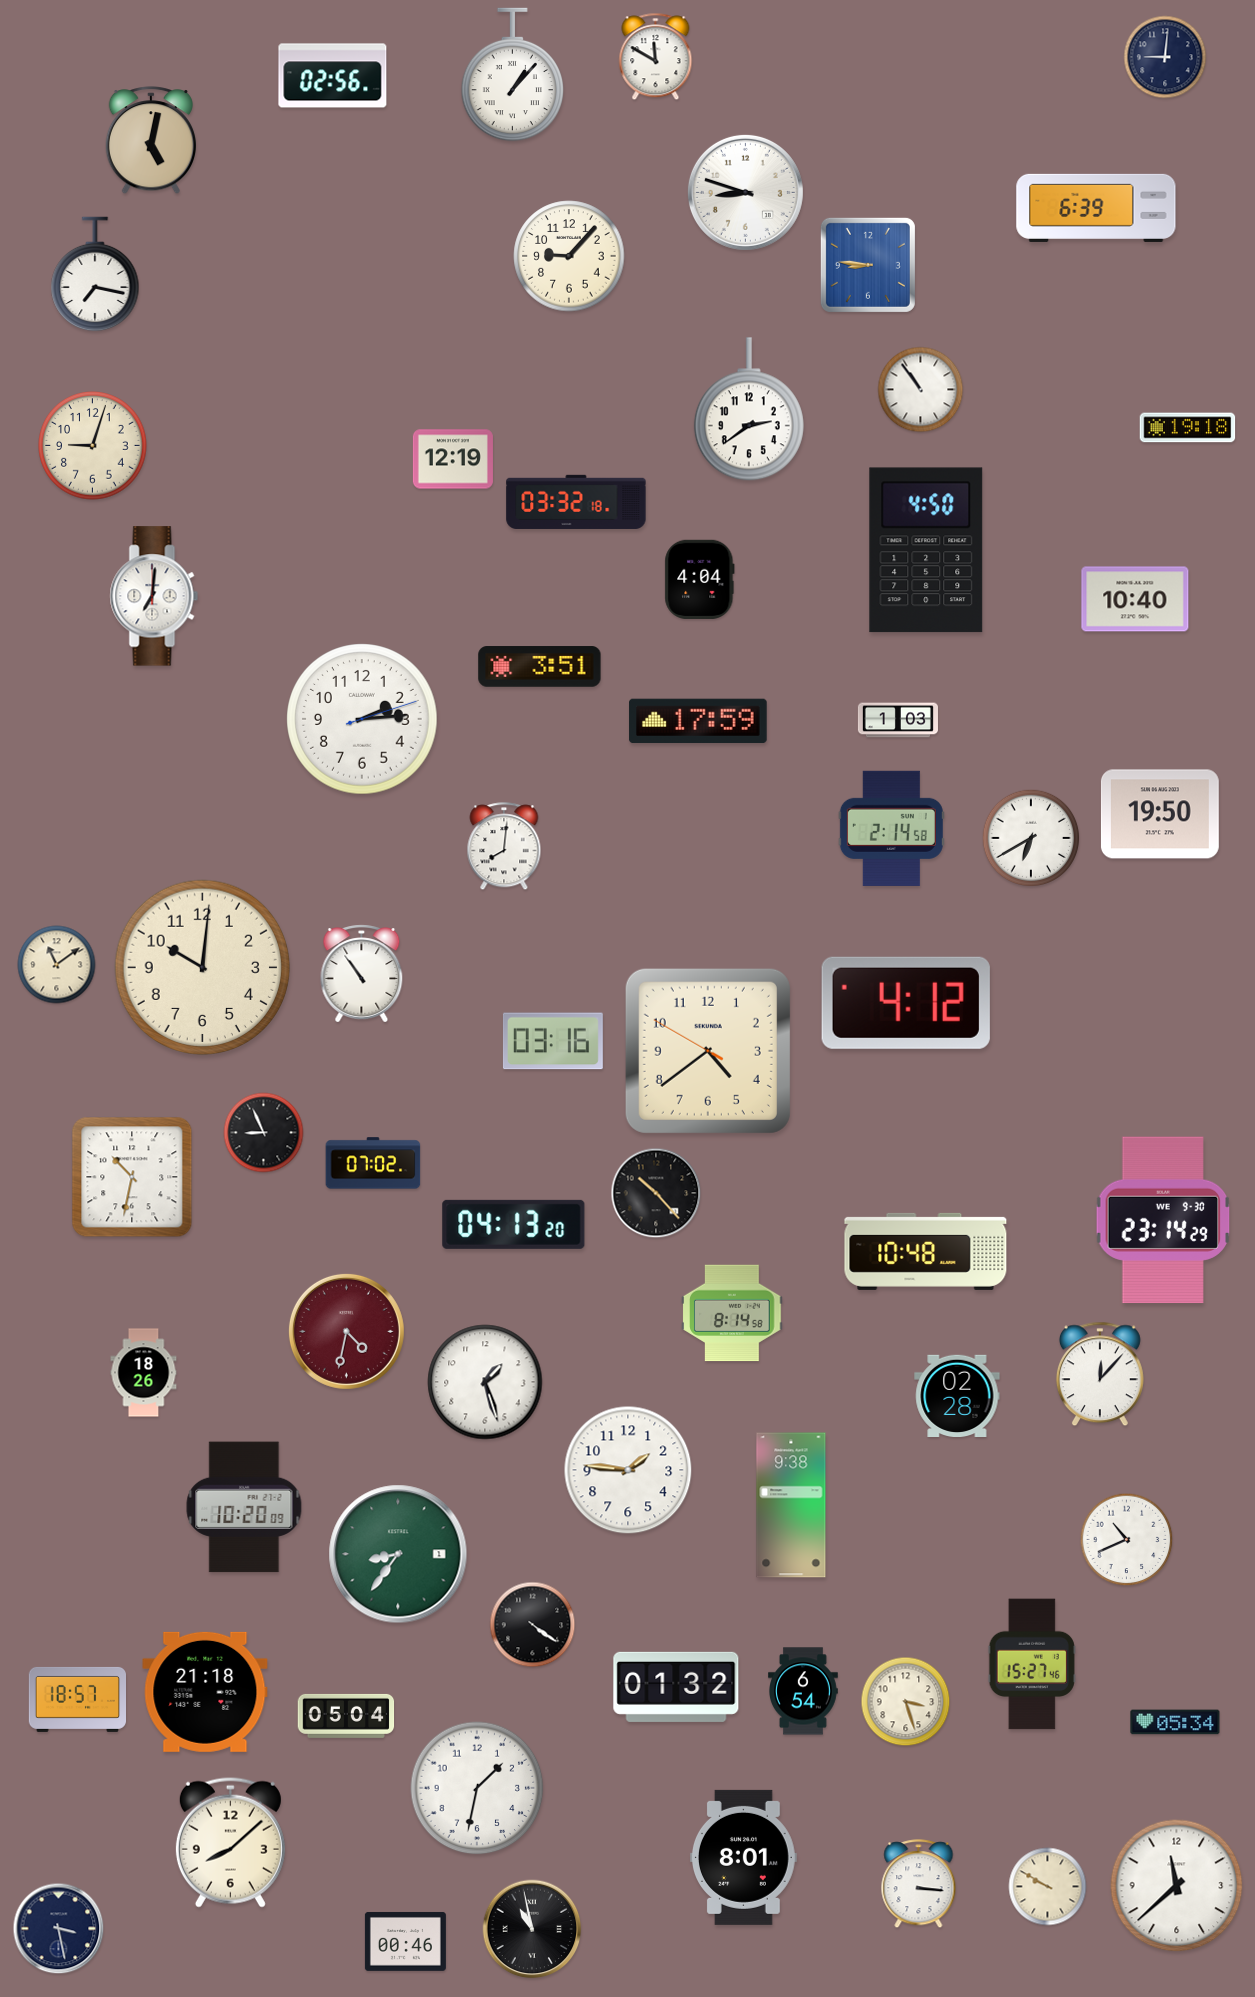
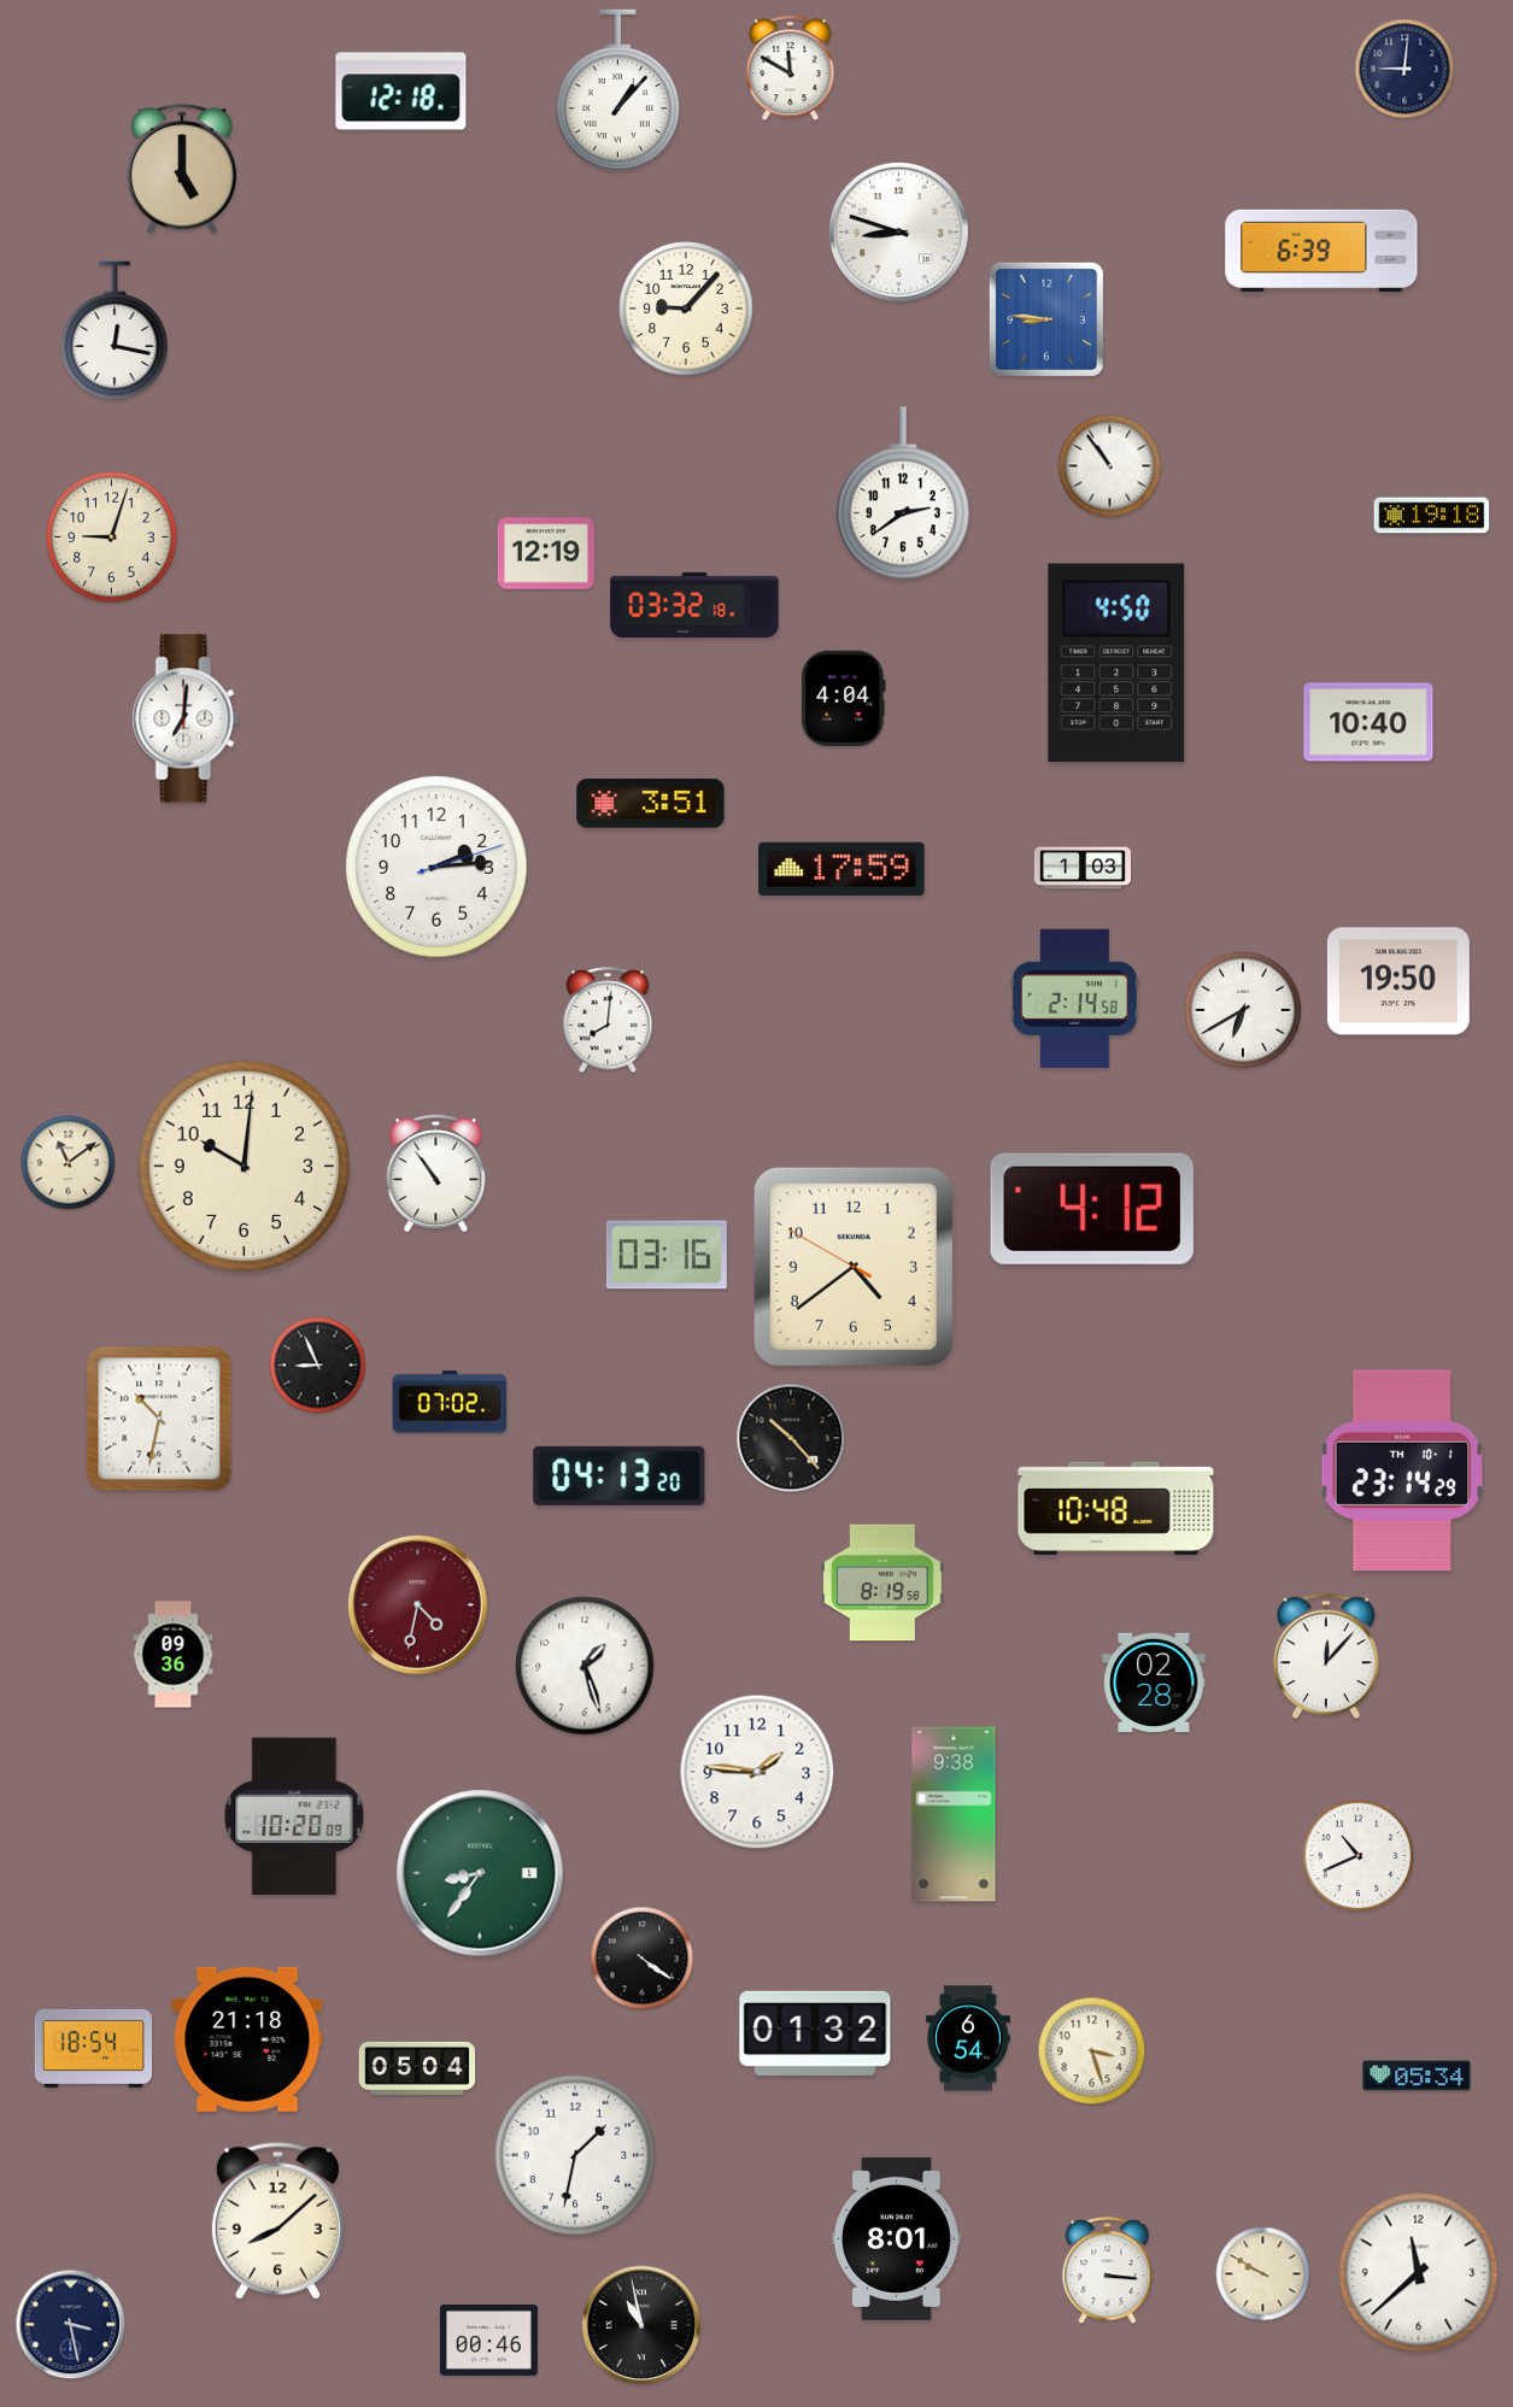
clock at (333, 76): 02:56 -> 12:18
clock at (150, 141): 5:02 -> 5:00
clock at (95, 274): 7:17 -> 12:17
clock at (921, 390) position: (921, 390) -> (1110, 466)
clock at (1163, 1220) date: WE 9-30 -> TH 10-1
clock at (732, 1313): 8:14 -> 8:19
clock at (144, 1373): 18:26 -> 09:36
clock at (1032, 1664): 15:27 -> none
clock at (77, 1699): 18:57 -> 18:54
